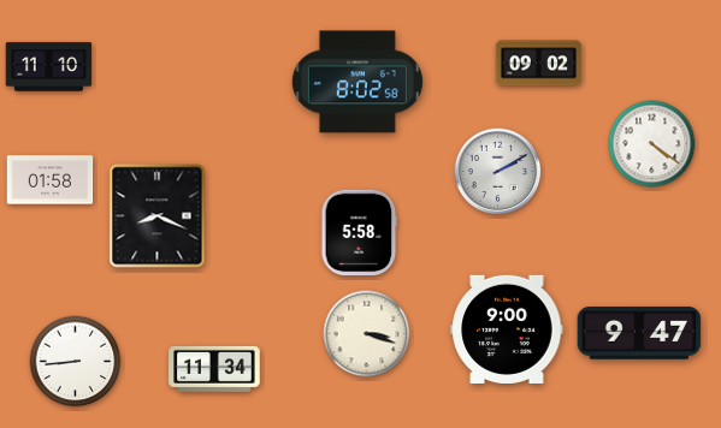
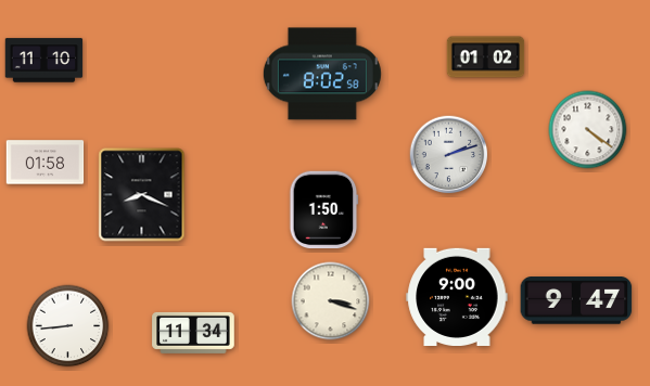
clock at (539, 64): 09:02 -> 01:02
clock at (498, 172): 2:10 -> 2:12
clock at (360, 233): 5:58 -> 1:50
